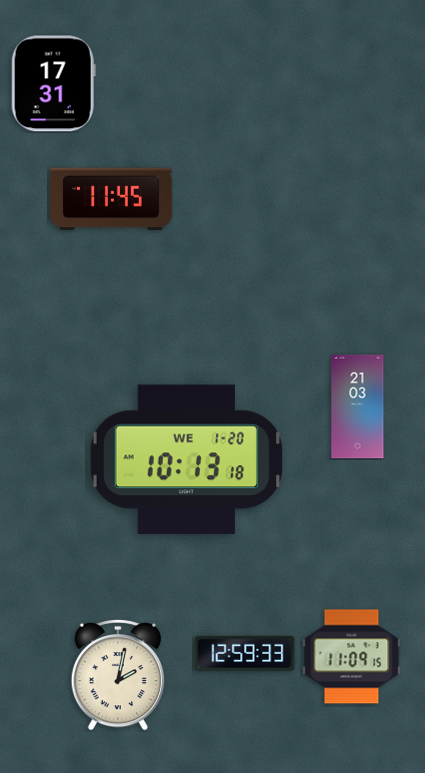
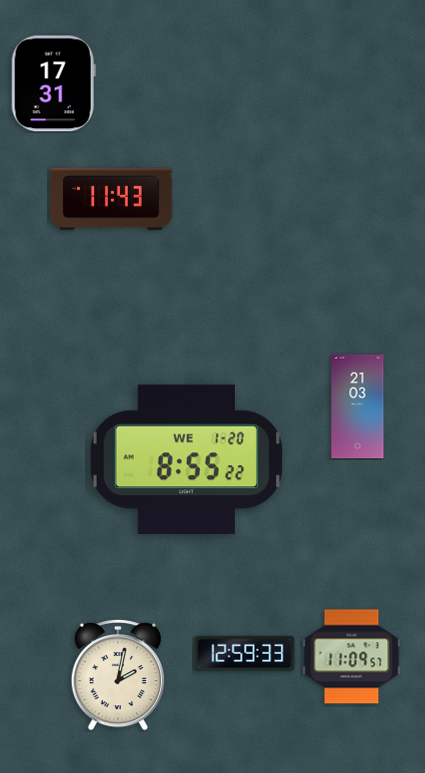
clock at (111, 199): 11:45 -> 11:43
clock at (186, 460): 10:13 -> 8:55
clock at (352, 657): 11:09:15 -> 11:09:57
